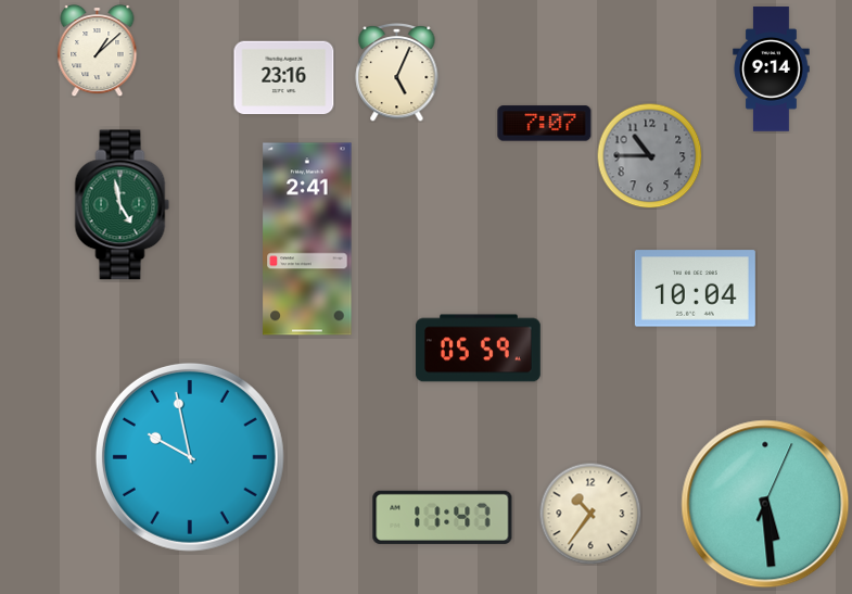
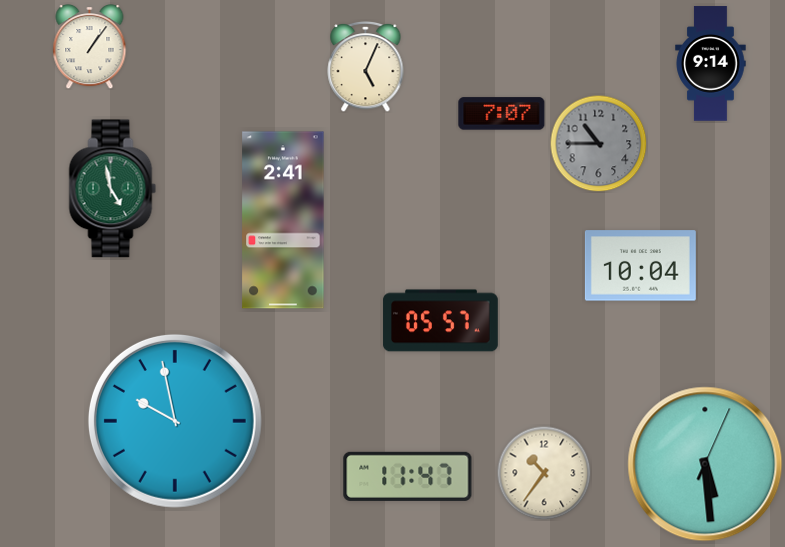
clock at (98, 50): 1:08 -> 1:06
clock at (284, 78): 23:16 -> none
clock at (479, 349): 05:59 -> 05:57
